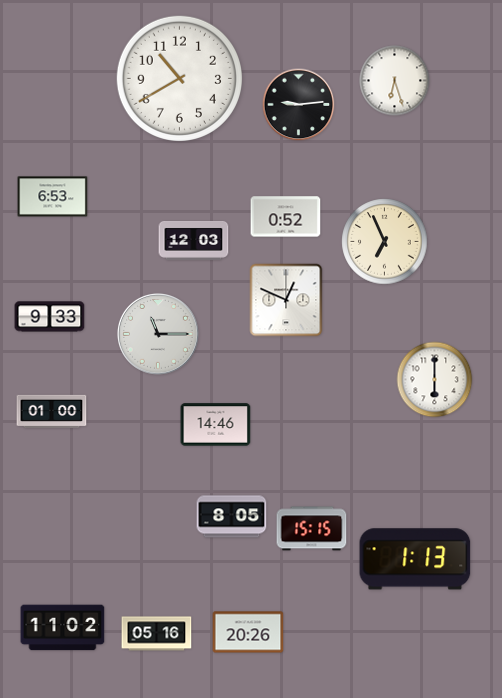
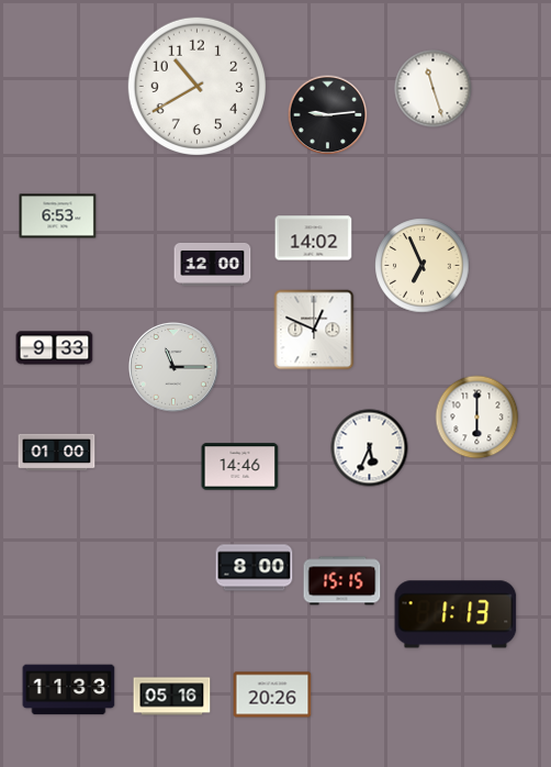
clock at (395, 81): 6:27 -> 11:27
clock at (286, 217): 0:52 -> 14:02
clock at (194, 240): 12:03 -> 12:00
clock at (370, 448): none -> 5:34
clock at (216, 425) position: (216, 425) -> (240, 467)
clock at (232, 517): 8:05 -> 8:00
clock at (63, 628): 11:02 -> 11:33
